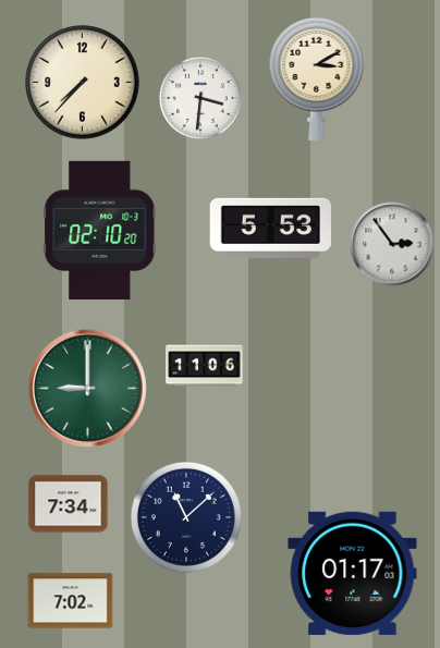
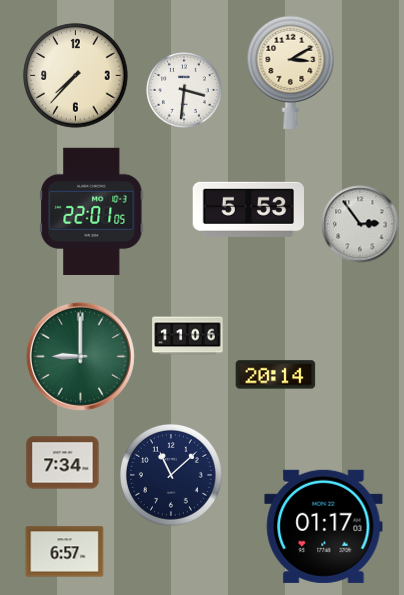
clock at (100, 230): 02:10 -> 22:01
clock at (276, 375): none -> 20:14
clock at (71, 601): 7:02 -> 6:57
